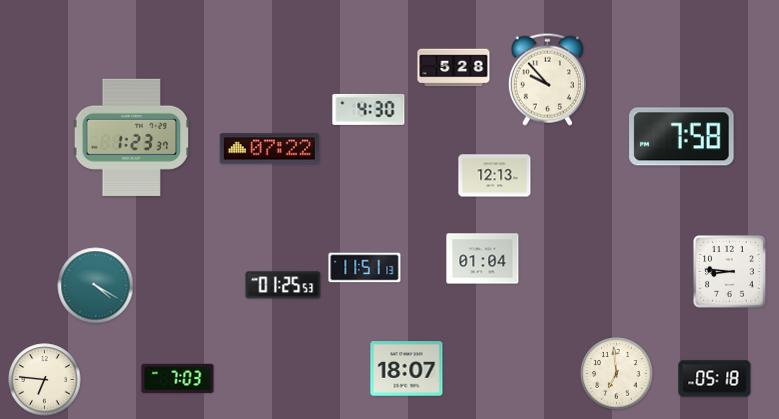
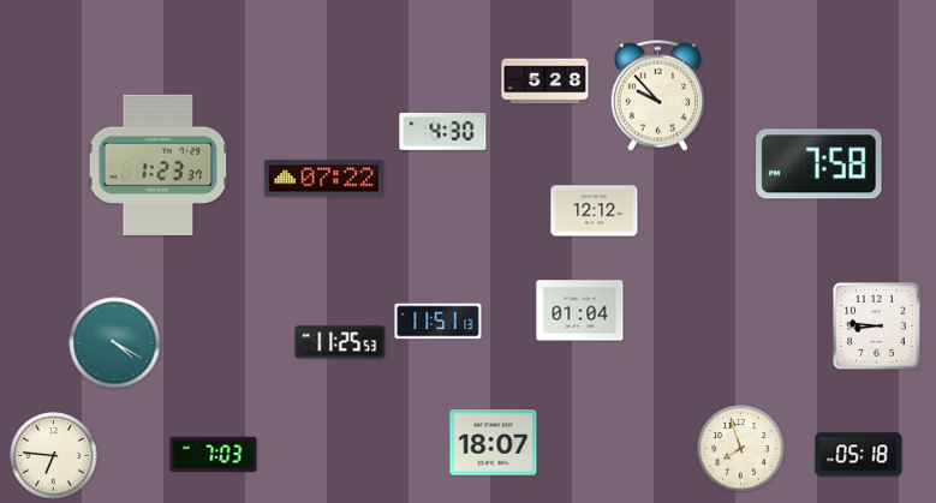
clock at (495, 176): 12:13 -> 12:12
clock at (283, 285): 01:25 -> 11:25
clock at (407, 369) position: (407, 369) -> (494, 443)
clock at (617, 374): 6:59 -> 7:57
